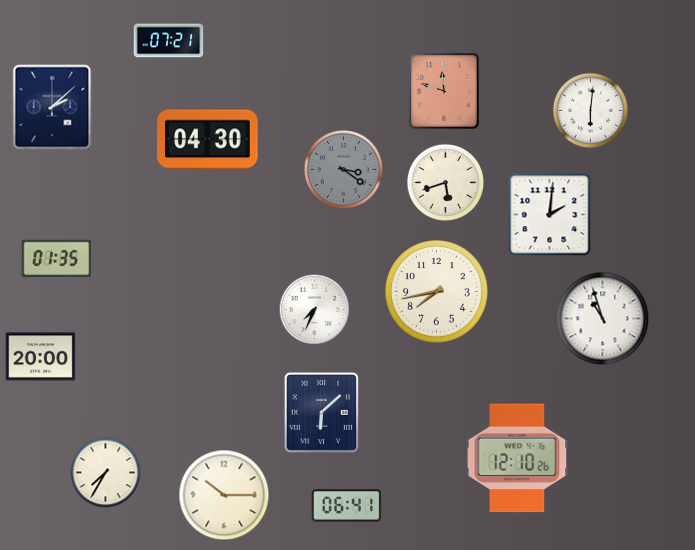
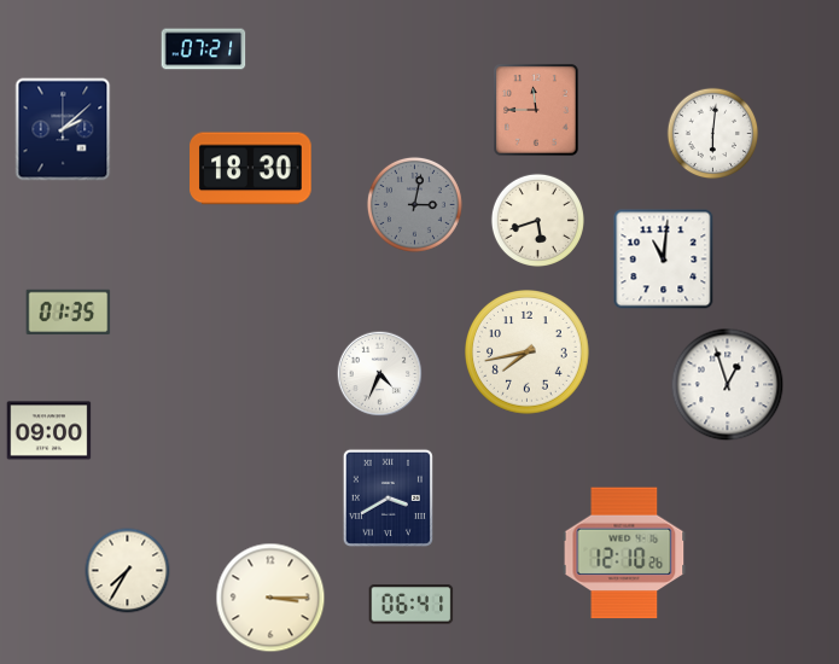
clock at (444, 91): 11:48 -> 11:45
clock at (208, 140): 04:30 -> 18:30
clock at (343, 169): 3:21 -> 3:02
clock at (550, 215): 2:01 -> 11:01
clock at (315, 310): 7:34 -> 4:34
clock at (603, 319): 10:57 -> 12:57
clock at (41, 357): 20:00 -> 09:00
clock at (321, 412): 6:08 -> 3:40
clock at (224, 495): 10:15 -> 3:15
clock at (347, 506) position: (347, 506) -> (412, 605)
